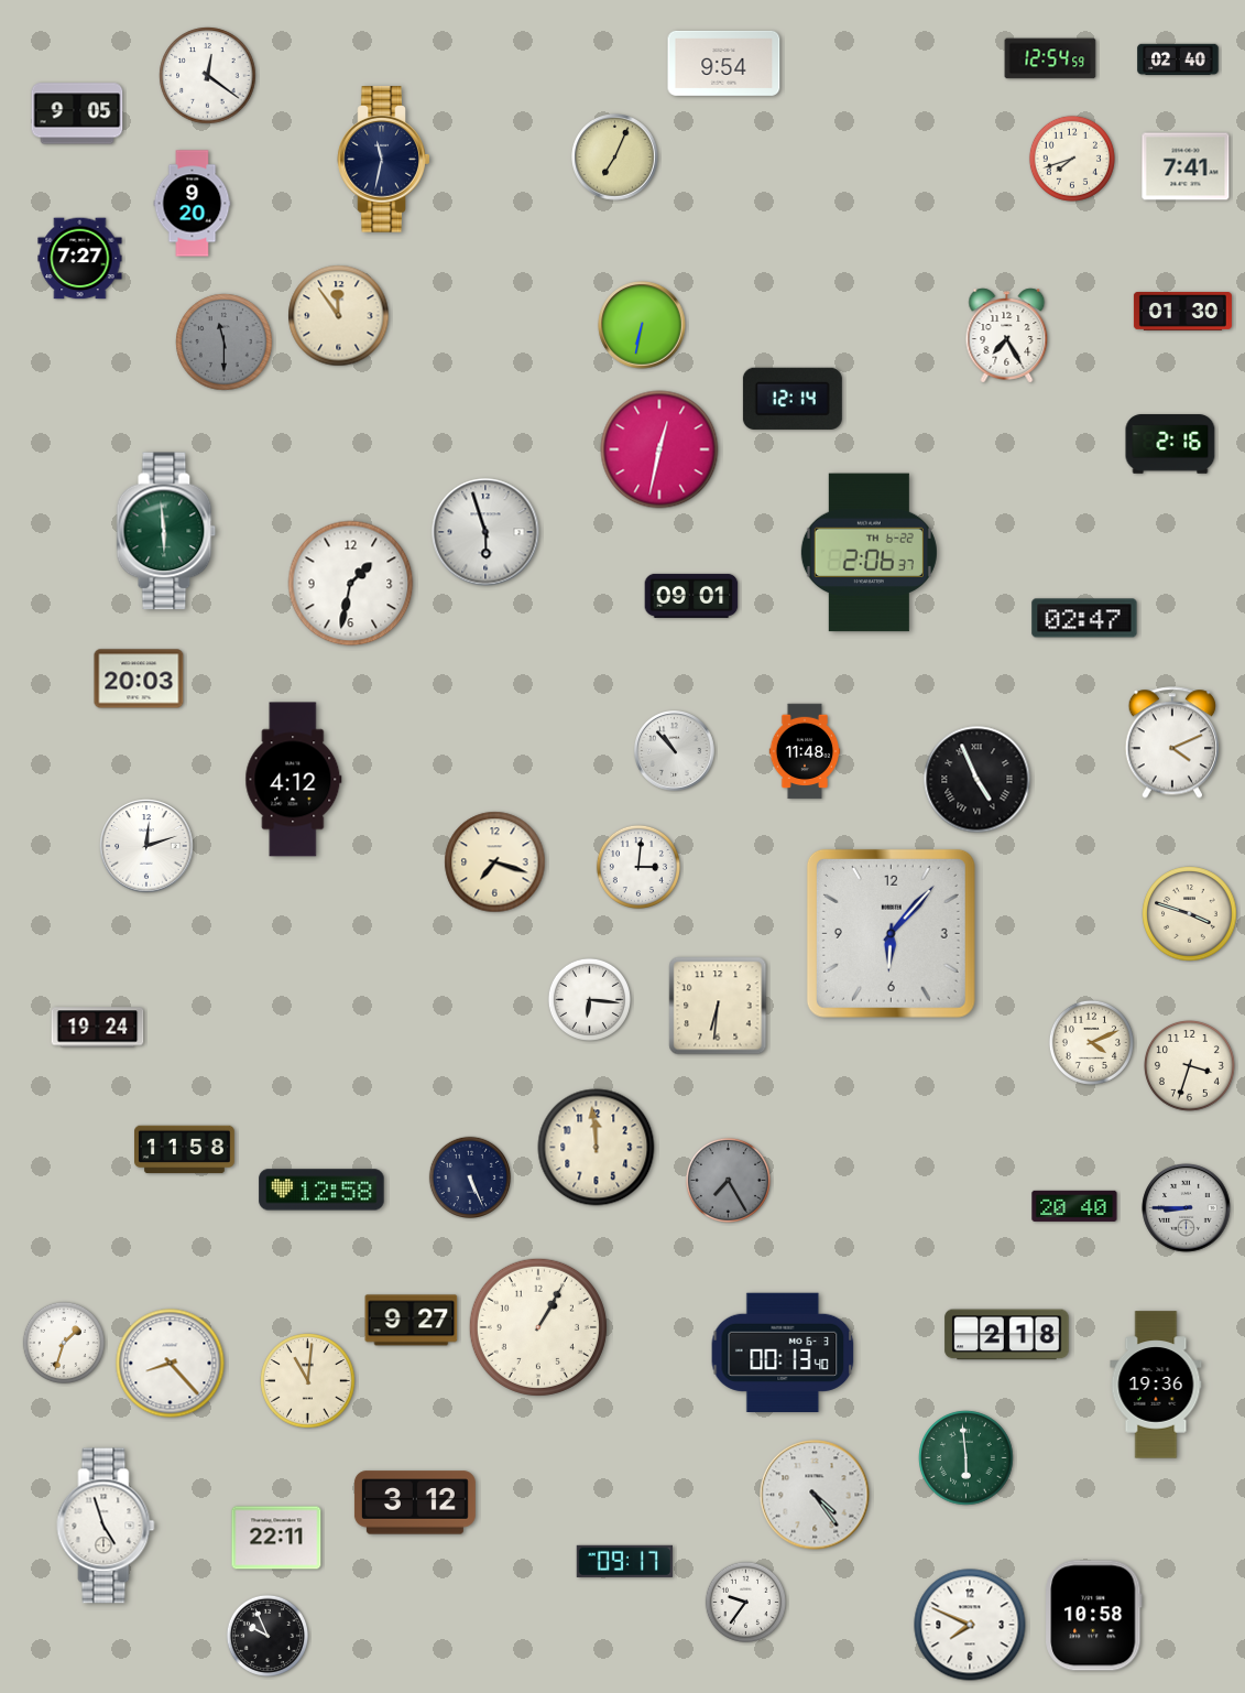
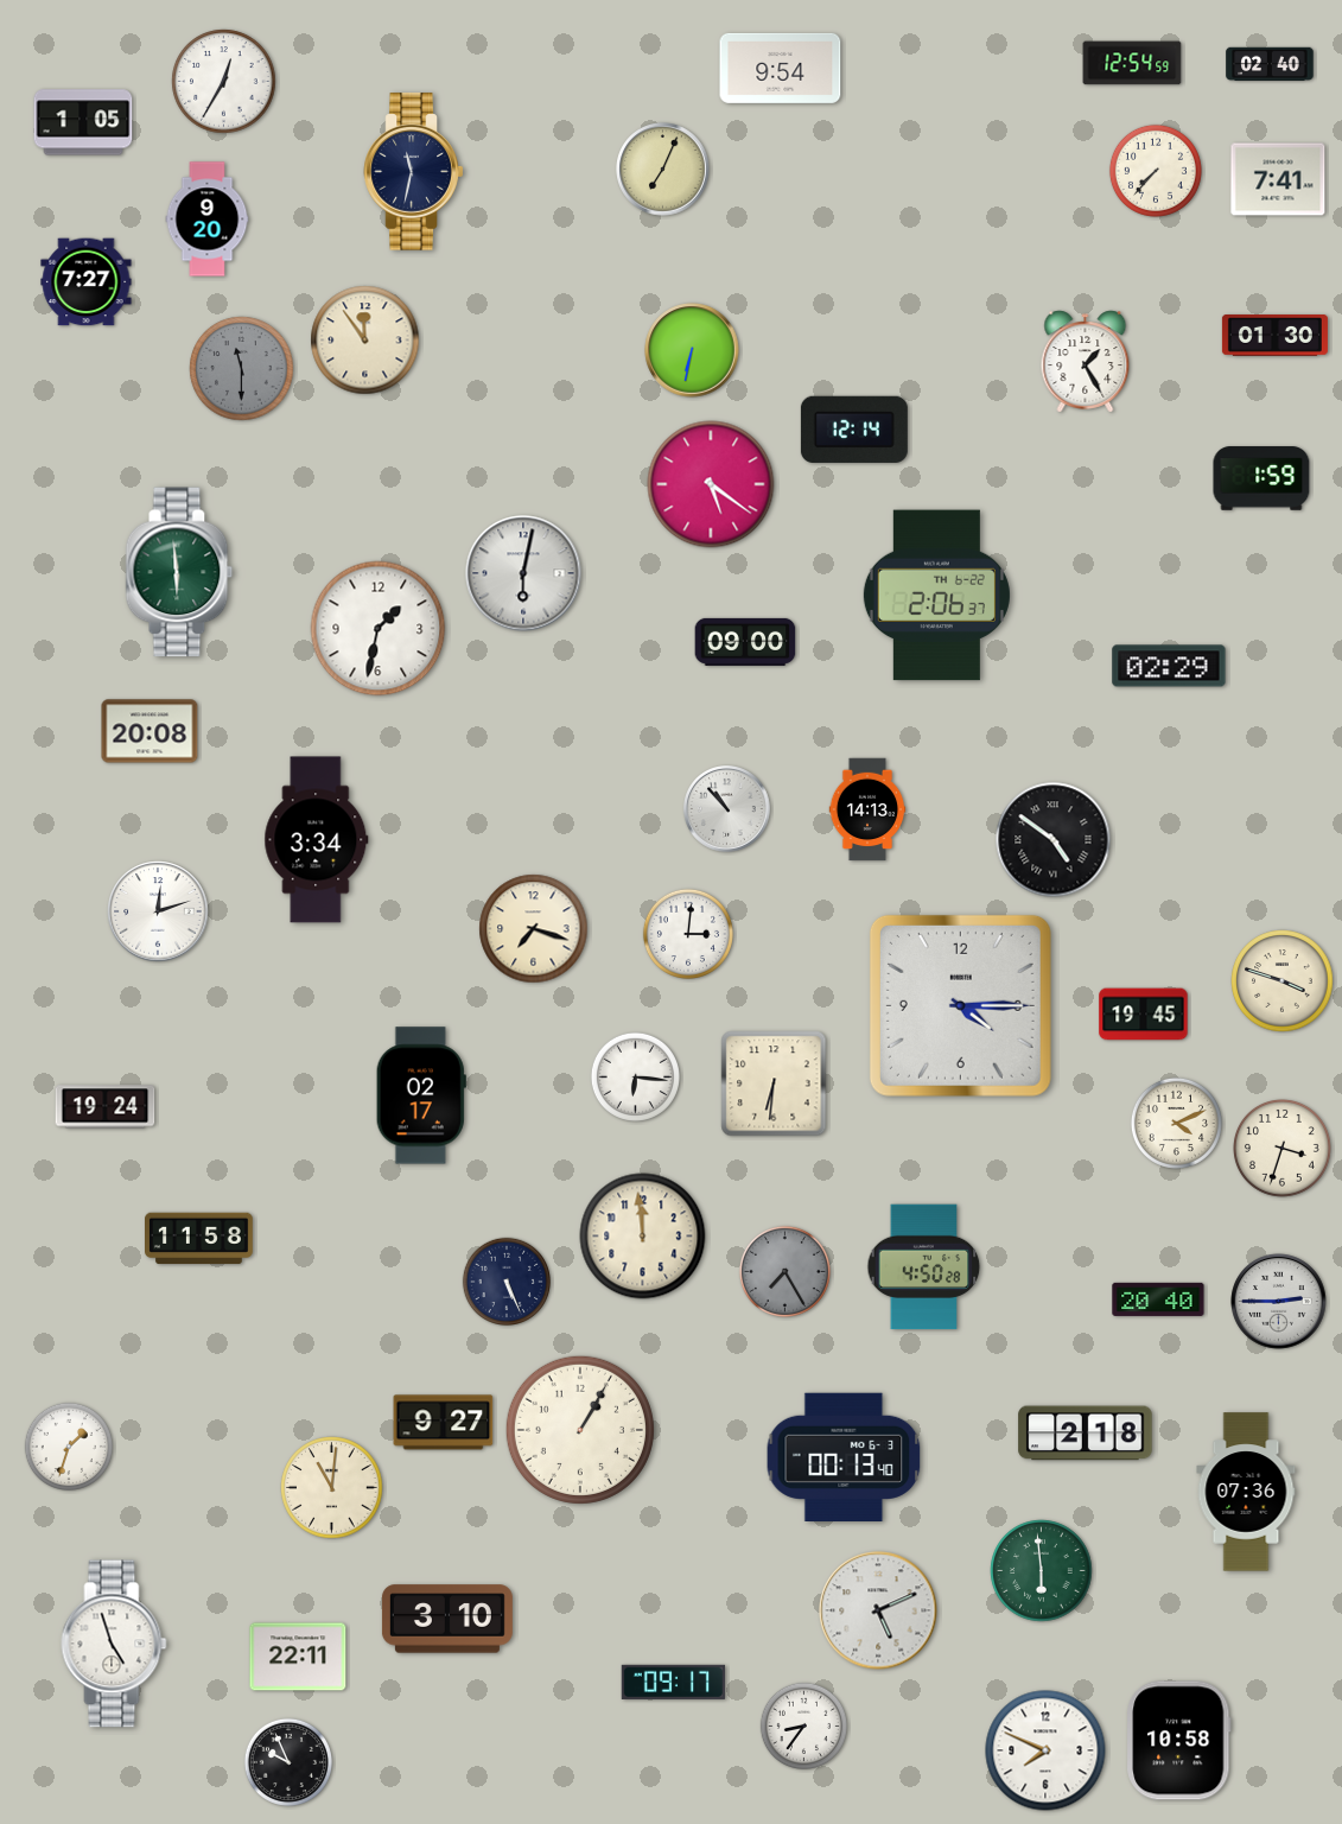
clock at (208, 76): 12:21 -> 12:35
clock at (77, 113): 9:05 -> 1:05
clock at (1072, 159): 7:42 -> 7:37
clock at (80, 259) position: (80, 259) -> (87, 282)
clock at (1007, 336): 7:25 -> 1:25
clock at (1170, 444): 2:16 -> 1:59
clock at (659, 449): 12:32 -> 5:21
clock at (485, 532): 5:57 -> 6:02
clock at (691, 596): 09:01 -> 09:00
clock at (1084, 618): 02:47 -> 02:29
clock at (139, 679): 20:03 -> 20:08
clock at (1171, 742): 4:11 -> none
clock at (805, 751): 11:48 -> 14:13
clock at (294, 780): 4:12 -> 3:34
clock at (978, 780): 4:56 -> 4:51
clock at (1190, 914) position: (1190, 914) -> (1283, 981)
clock at (891, 933): 6:07 -> 4:15
clock at (1144, 1015): none -> 19:45
clock at (421, 1095): none -> 02:17
clock at (469, 1176) position: (469, 1176) -> (505, 1280)
clock at (924, 1267): none -> 4:50
clock at (321, 1190): 12:58 -> none
clock at (1187, 1208): 8:45 -> 2:45
clock at (1007, 1335) position: (1007, 1335) -> (1086, 1434)
clock at (171, 1364): 8:23 -> none
clock at (1156, 1385): 19:36 -> 07:36
clock at (815, 1495): 4:24 -> 5:11
clock at (415, 1502): 3:12 -> 3:10
clock at (745, 1602): 9:36 -> 8:36
